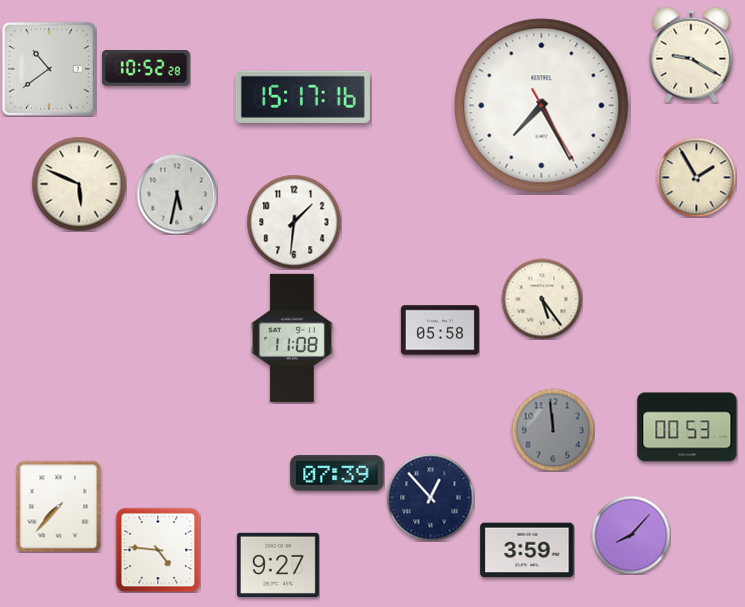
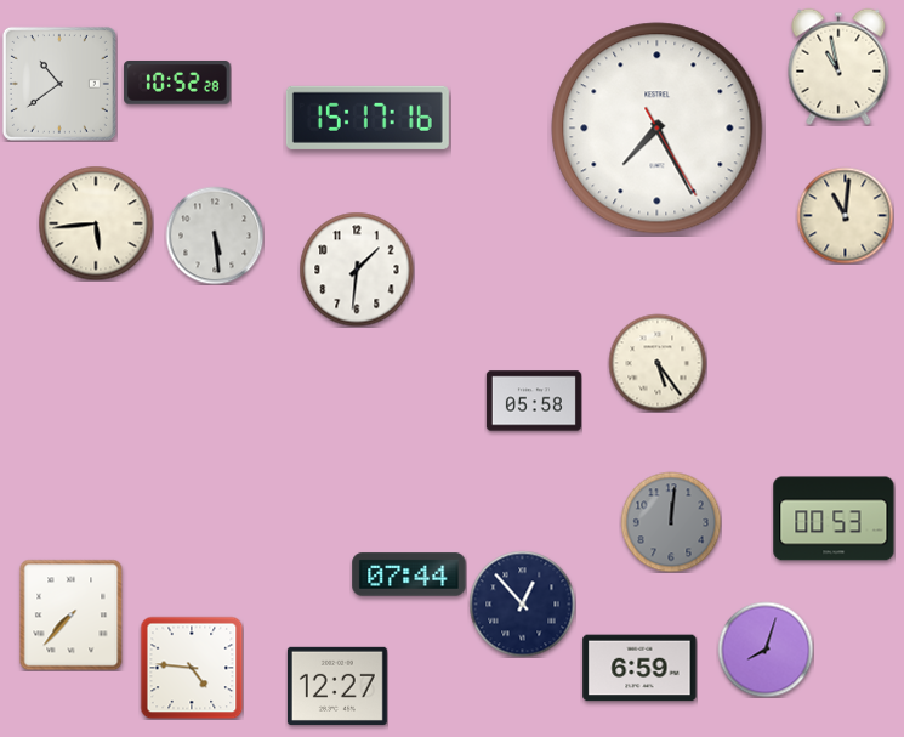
clock at (691, 55): 9:20 -> 10:58
clock at (696, 177): 1:55 -> 11:01
clock at (79, 184): 5:49 -> 5:44
clock at (177, 194): 5:32 -> 5:29
clock at (292, 338): 11:08 -> none
clock at (553, 430): 11:59 -> 12:01
clock at (337, 473): 07:39 -> 07:44
clock at (631, 535): 8:07 -> 8:03
clock at (527, 550): 3:59 -> 6:59
clock at (278, 565): 9:27 -> 12:27
